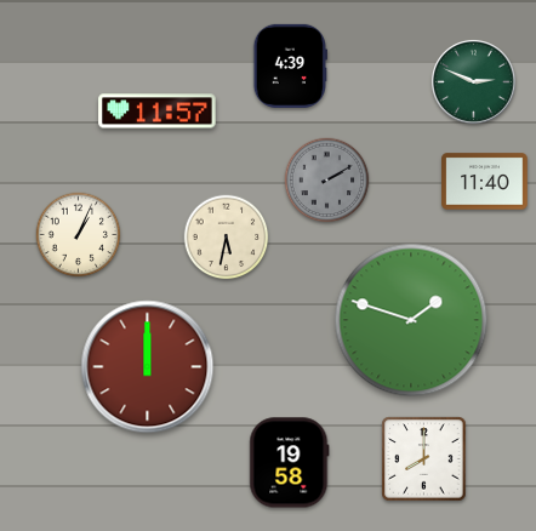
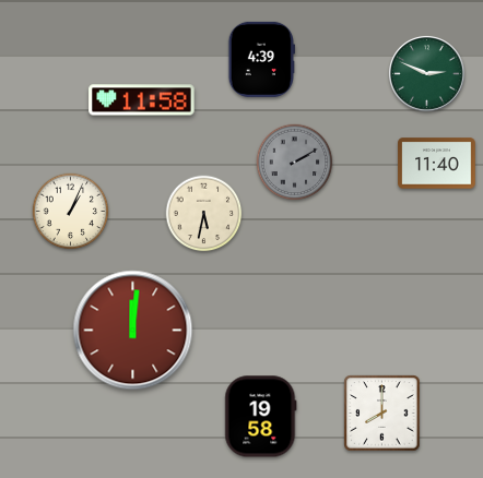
clock at (158, 112): 11:57 -> 11:58
clock at (411, 320): 1:48 -> none
clock at (148, 367): 12:00 -> 12:01
